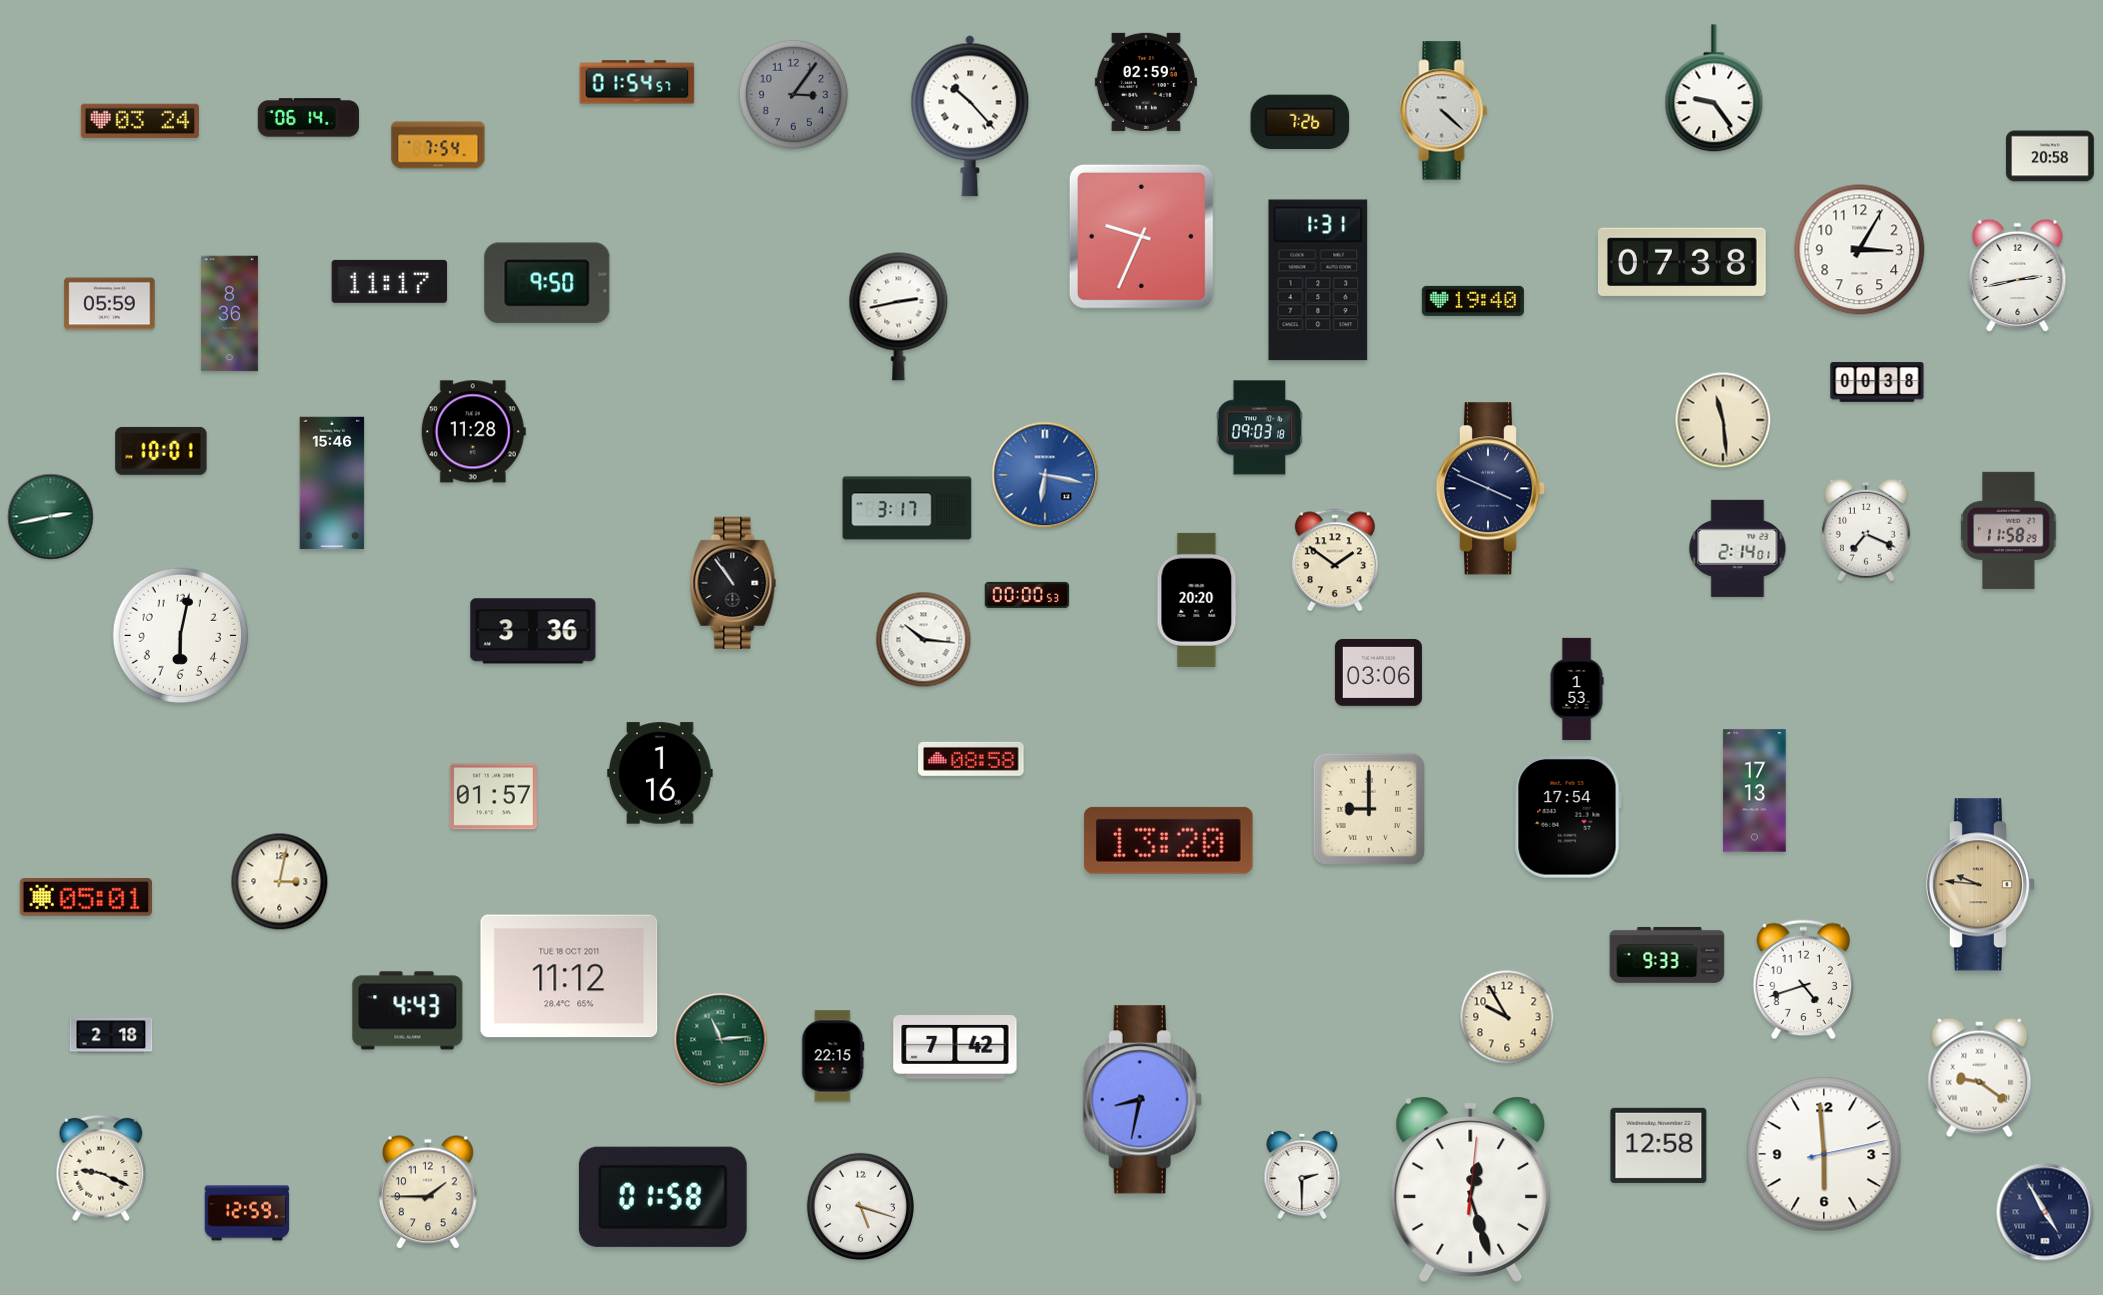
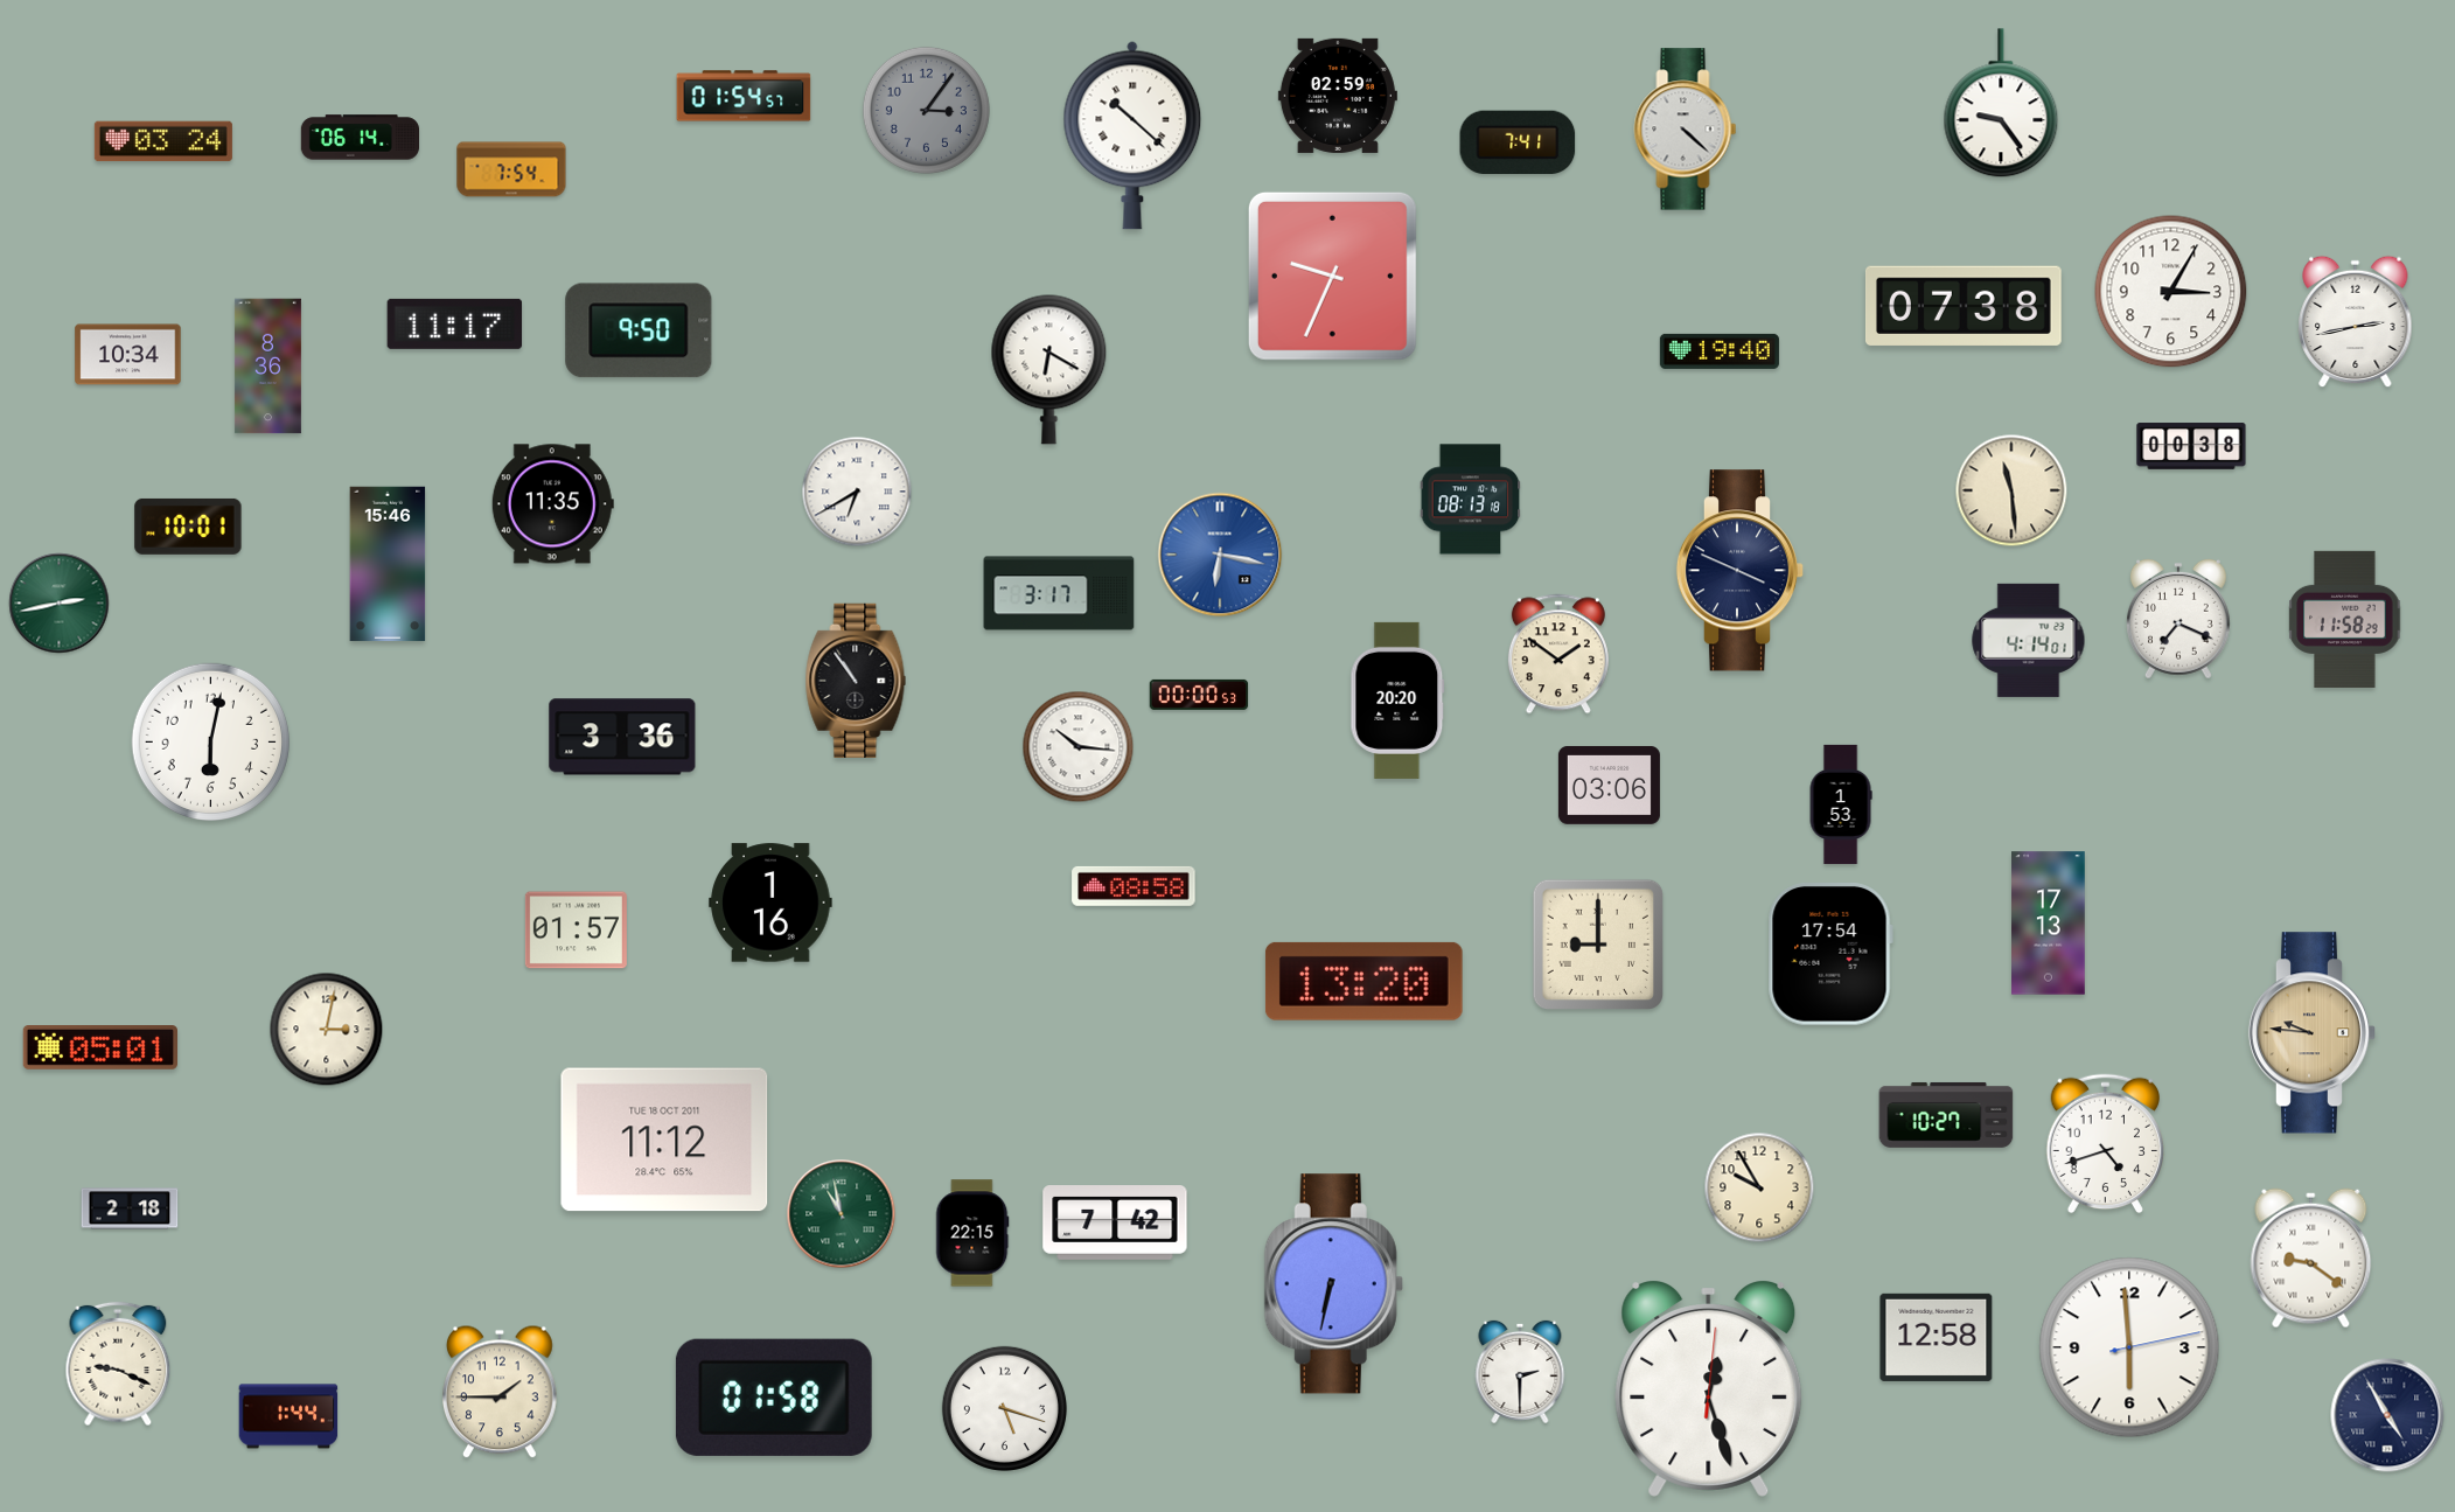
clock at (970, 116): 10:23 -> 10:22
clock at (1300, 121): 7:26 -> 7:41
clock at (2050, 156): 20:58 -> none
clock at (1318, 280): 1:31 -> none
clock at (390, 281) position: (390, 281) -> (455, 323)
clock at (110, 304): 05:59 -> 10:34
clock at (899, 316): 2:43 -> 6:20
clock at (857, 492): none -> 6:40
clock at (1260, 428): 09:03 -> 08:13
clock at (473, 432): 11:28 -> 11:35
clock at (1738, 548): 2:14 -> 4:14
clock at (1667, 955): 9:33 -> 10:27
clock at (408, 1011): 4:43 -> none
clock at (721, 1040): 11:14 -> 10:58
clock at (1142, 1100): 8:32 -> 6:32
clock at (1471, 1189) position: (1471, 1189) -> (1709, 1388)
clock at (247, 1213): 12:59 -> 1:44
